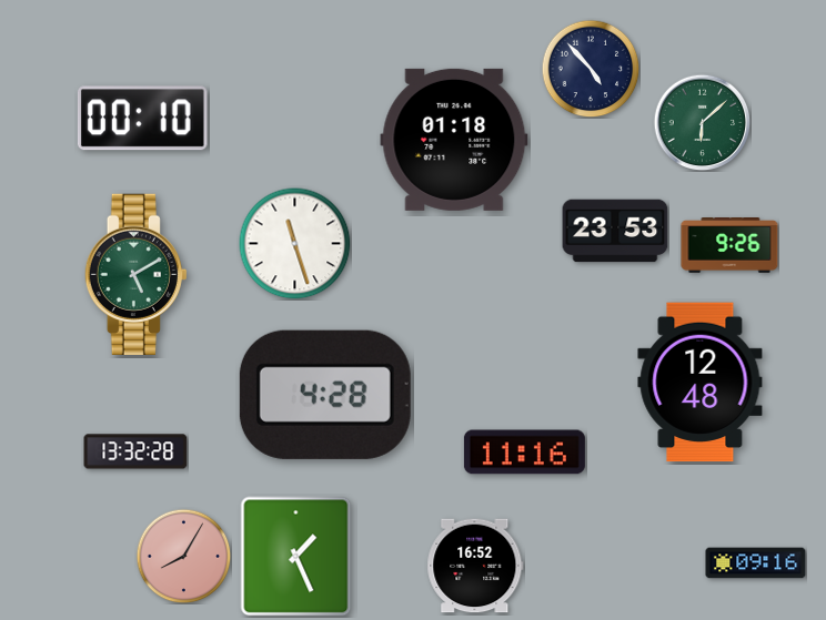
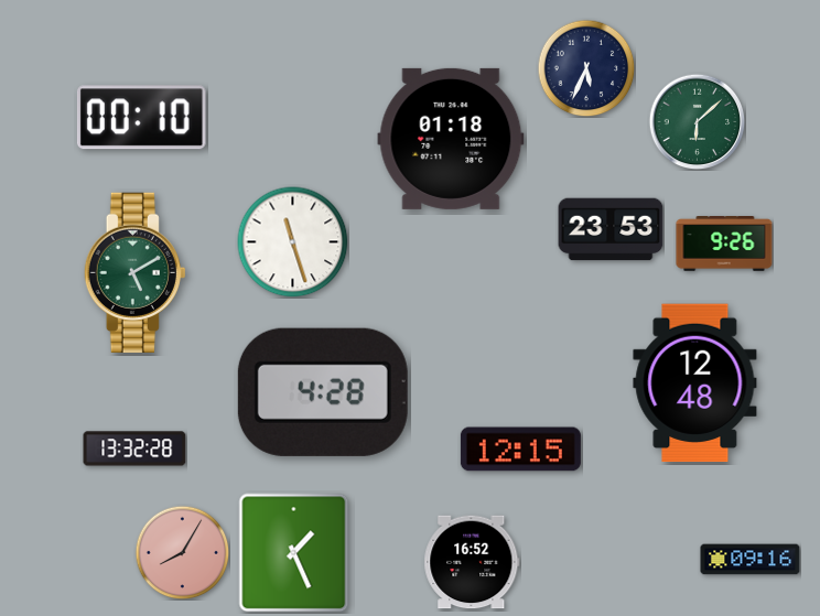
clock at (591, 69): 4:53 -> 5:34
clock at (701, 383) position: (701, 383) -> (695, 383)
clock at (524, 453): 11:16 -> 12:15
